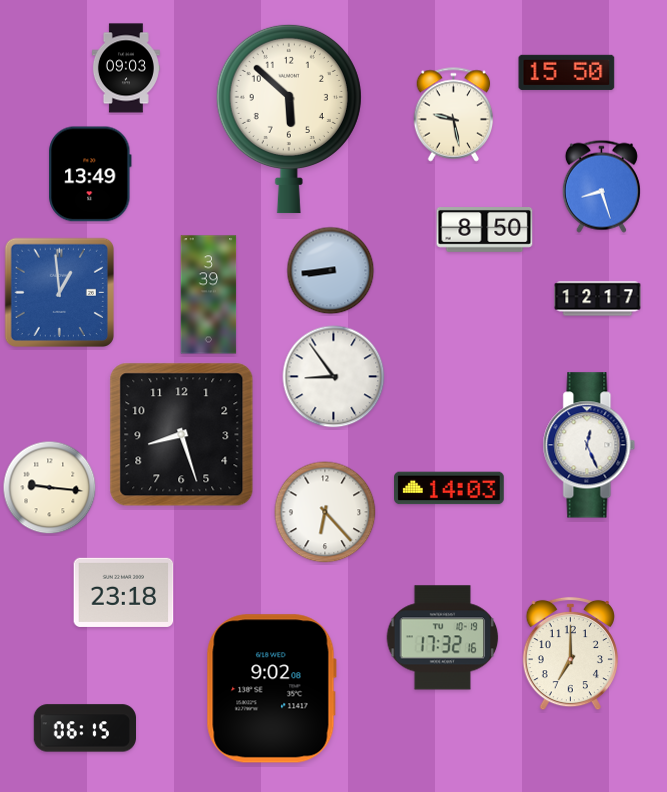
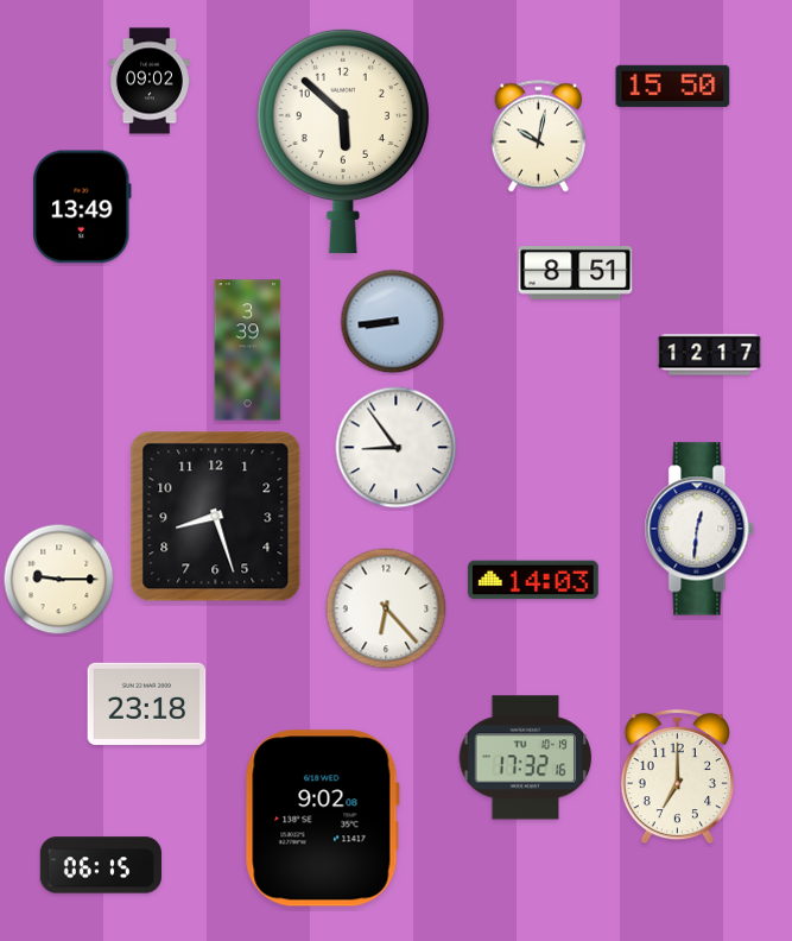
clock at (126, 68): 09:03 -> 09:02
clock at (454, 115): 9:28 -> 10:02
clock at (90, 174) position: (90, 174) -> (82, 207)
clock at (601, 186): 8:27 -> none
clock at (485, 230): 8:50 -> 8:51
clock at (59, 292): 12:59 -> none
clock at (589, 445): 12:26 -> 12:31
clock at (50, 488): 9:16 -> 9:15
